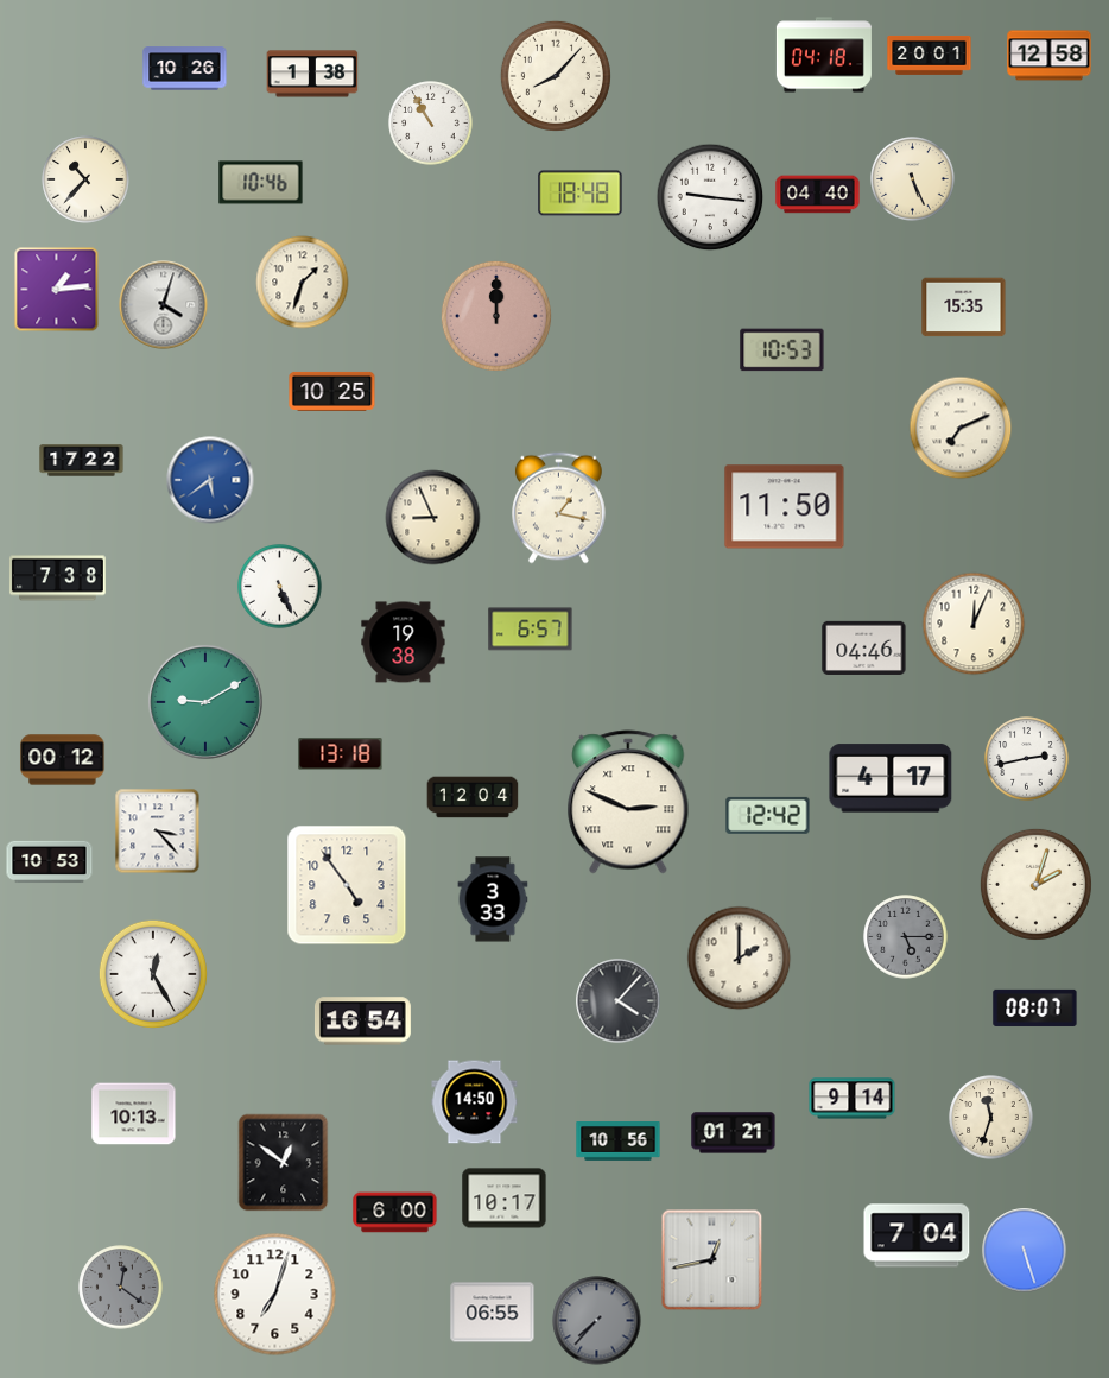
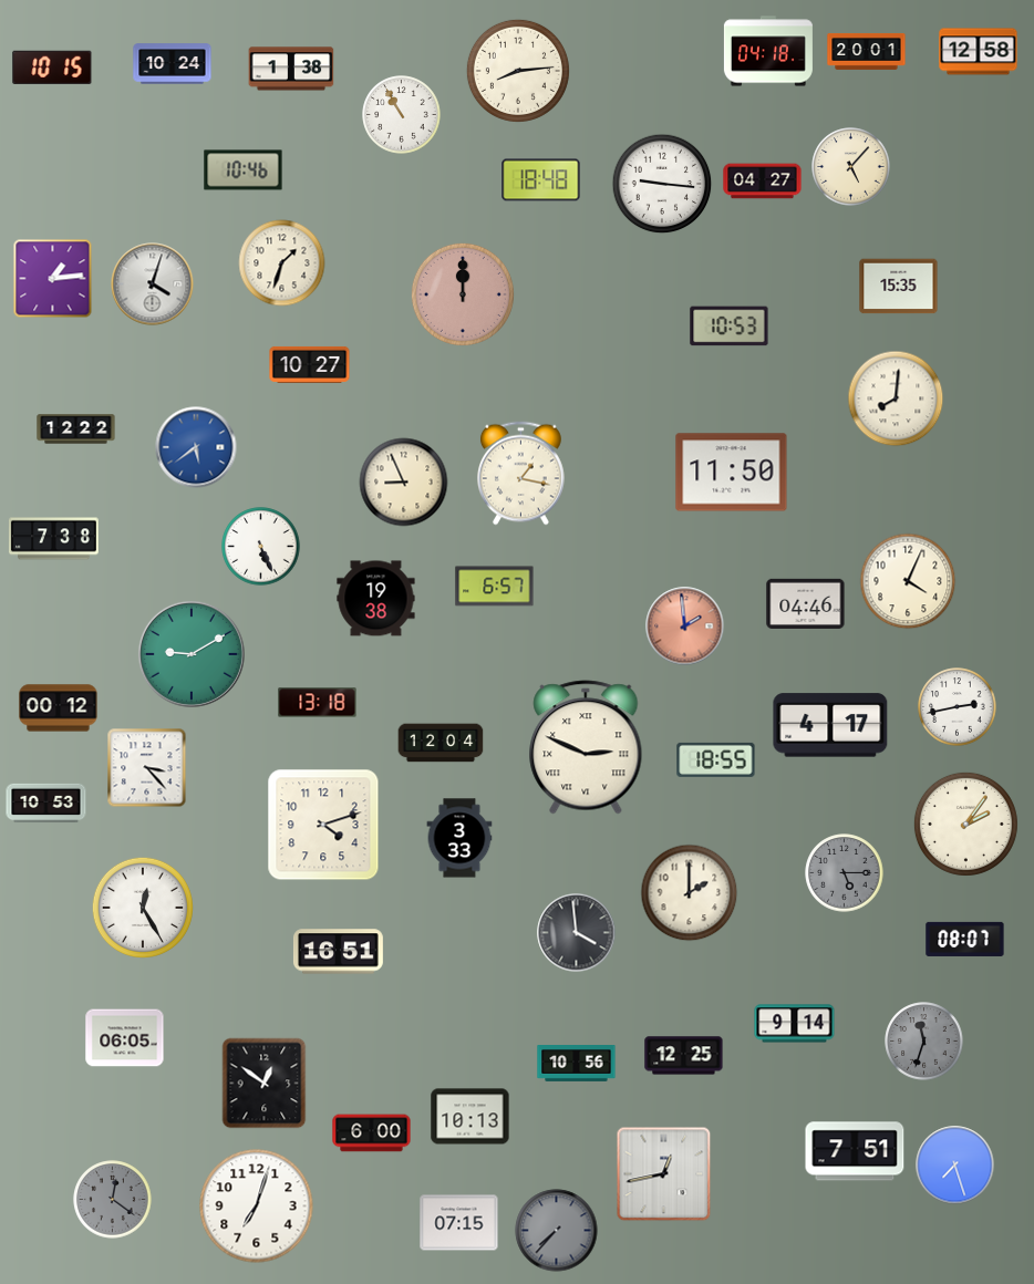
clock at (185, 69): 10:26 -> 10:24
clock at (52, 68): none -> 10:15
clock at (556, 76): 8:07 -> 8:14
clock at (85, 179): 10:37 -> none
clock at (913, 179): 5:26 -> 5:07
clock at (818, 195): 04:40 -> 04:27
clock at (57, 290) position: (57, 290) -> (53, 279)
clock at (332, 391): 10:25 -> 10:27
clock at (961, 428): 7:11 -> 8:01
clock at (82, 461): 17:22 -> 12:22
clock at (974, 624): 12:04 -> 4:04
clock at (685, 627): none -> 1:59
clock at (768, 815): 12:42 -> 18:55
clock at (158, 832) position: (158, 832) -> (147, 768)
clock at (1035, 884): 2:03 -> 2:06
clock at (347, 885): 4:54 -> 4:12
clock at (619, 1001): 4:07 -> 3:59
clock at (362, 1022): 16:54 -> 16:51
clock at (475, 1102): 14:50 -> none
clock at (134, 1114): 10:13 -> 06:05
clock at (991, 1118) dial: cream -> grey
clock at (734, 1133): 01:21 -> 12:25
clock at (505, 1199): 10:17 -> 10:13
clock at (395, 1213) position: (395, 1213) -> (372, 1133)
clock at (917, 1235): 7:04 -> 7:51
clock at (1025, 1251): 5:27 -> 7:27
clock at (493, 1313): 06:55 -> 07:15
